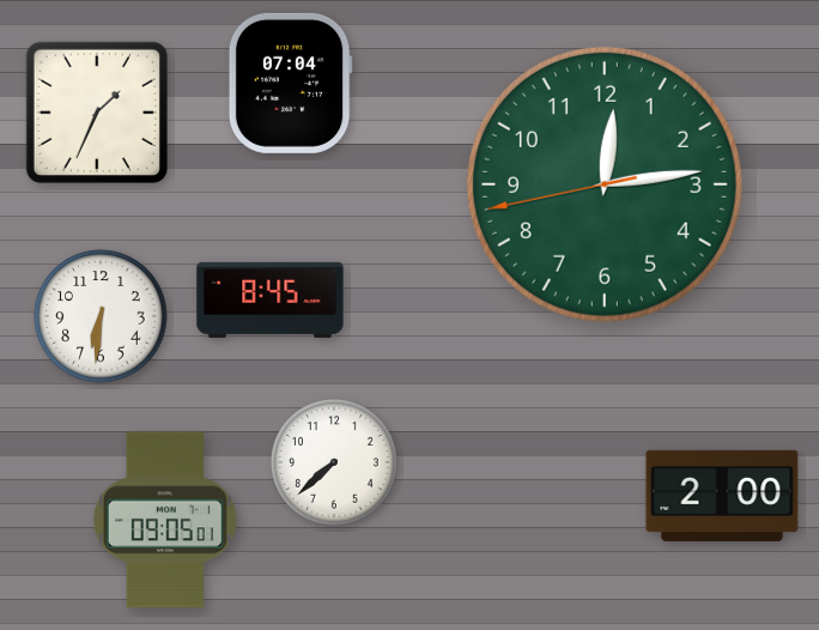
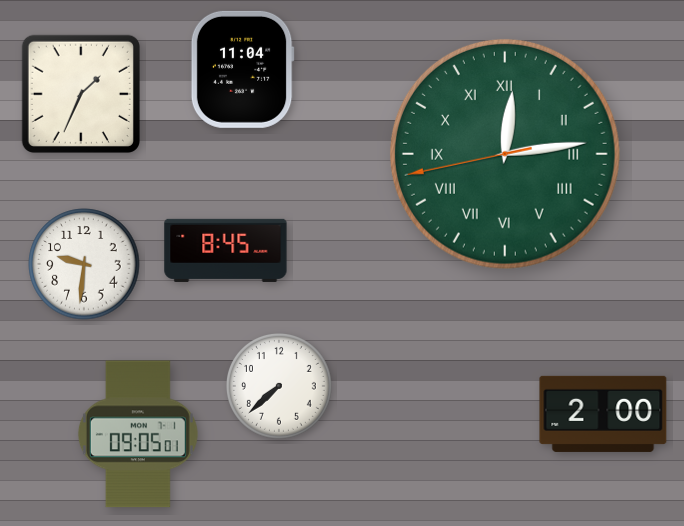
clock at (290, 83): 07:04 -> 11:04
clock at (605, 184) numerals: Arabic -> Roman
clock at (101, 316): 6:31 -> 9:31
